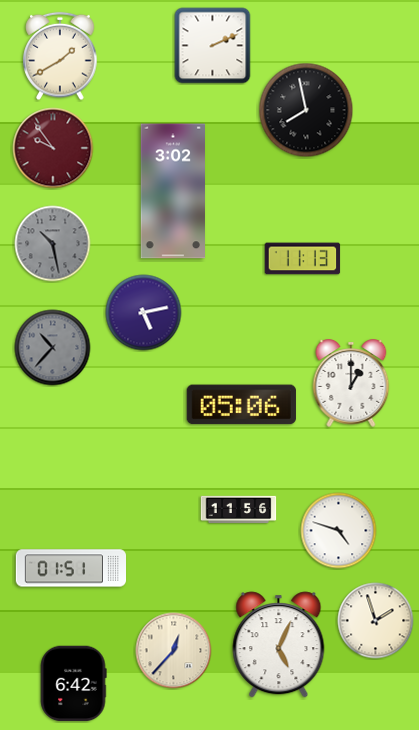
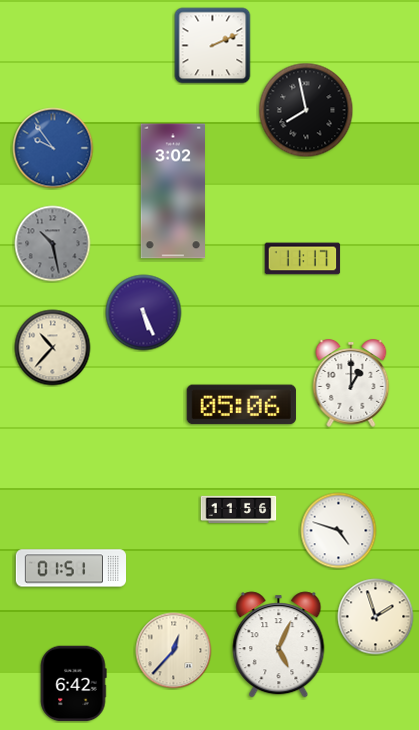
clock at (60, 56): 1:40 -> none
clock at (53, 148) dial: burgundy -> blue
clock at (303, 259): 11:13 -> 11:17
clock at (144, 313): 5:13 -> 5:26
clock at (53, 348) dial: grey -> cream
clock at (376, 621) position: (376, 621) -> (376, 617)
